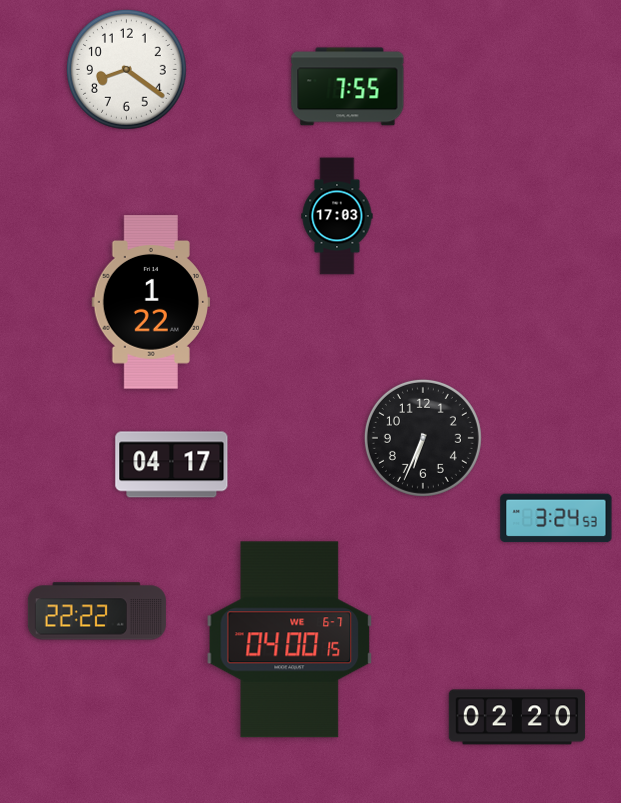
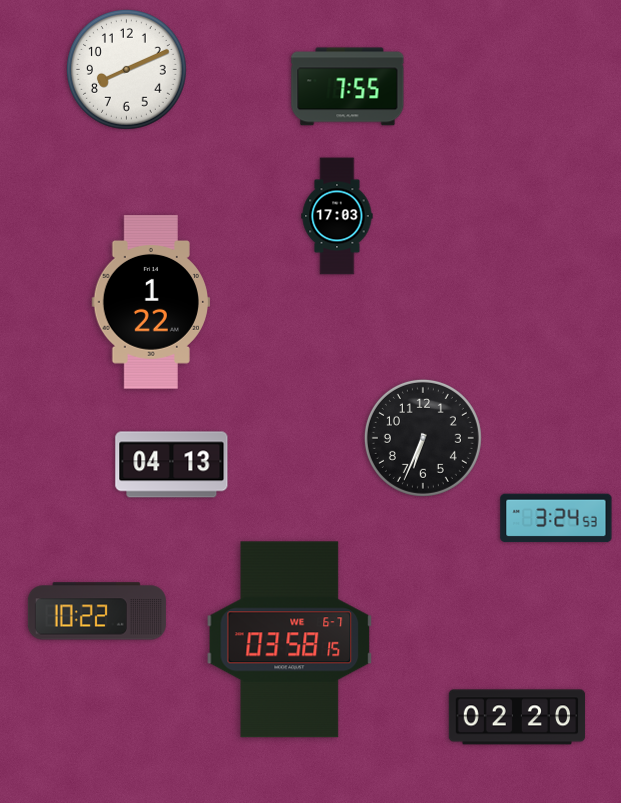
clock at (127, 70): 8:21 -> 8:11
clock at (172, 465): 04:17 -> 04:13
clock at (97, 611): 22:22 -> 10:22
clock at (290, 640): 04:00 -> 03:58
